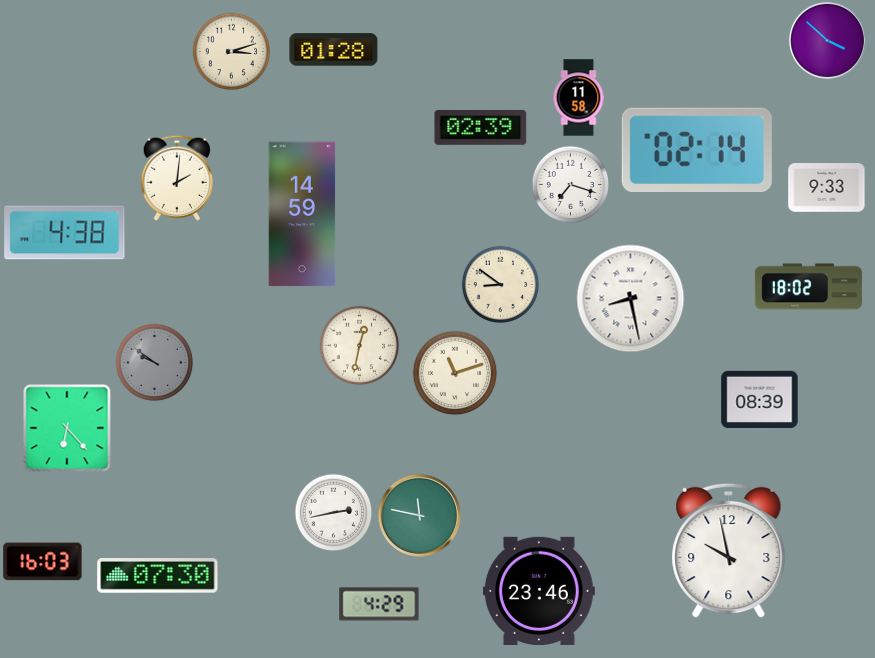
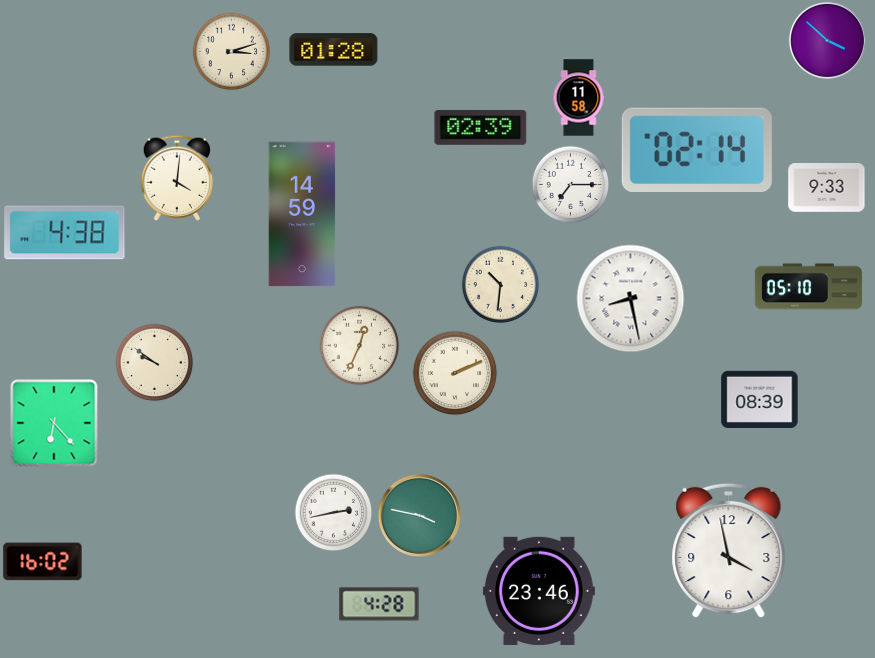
clock at (177, 178): 2:01 -> 4:01
clock at (570, 184): 7:18 -> 7:15
clock at (500, 284): 8:51 -> 10:31
clock at (808, 287): 18:02 -> 05:10
clock at (359, 345): 12:32 -> 12:34
clock at (154, 362) dial: grey -> cream
clock at (455, 373): 11:12 -> 2:11
clock at (67, 428) position: (67, 428) -> (54, 423)
clock at (419, 515): 11:47 -> 3:47
clock at (729, 551): 9:58 -> 3:58
clock at (43, 562): 16:03 -> 16:02
clock at (158, 576): 07:30 -> none
clock at (379, 604): 4:29 -> 4:28
